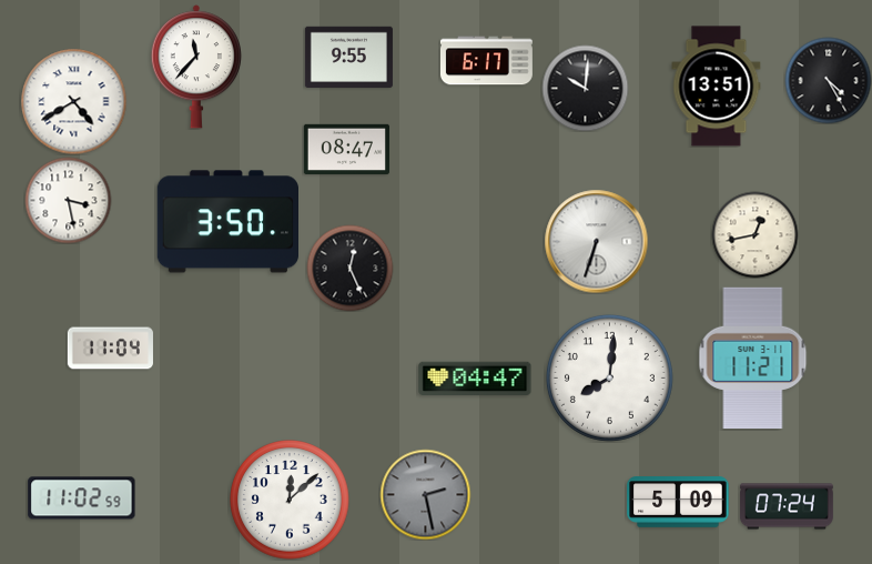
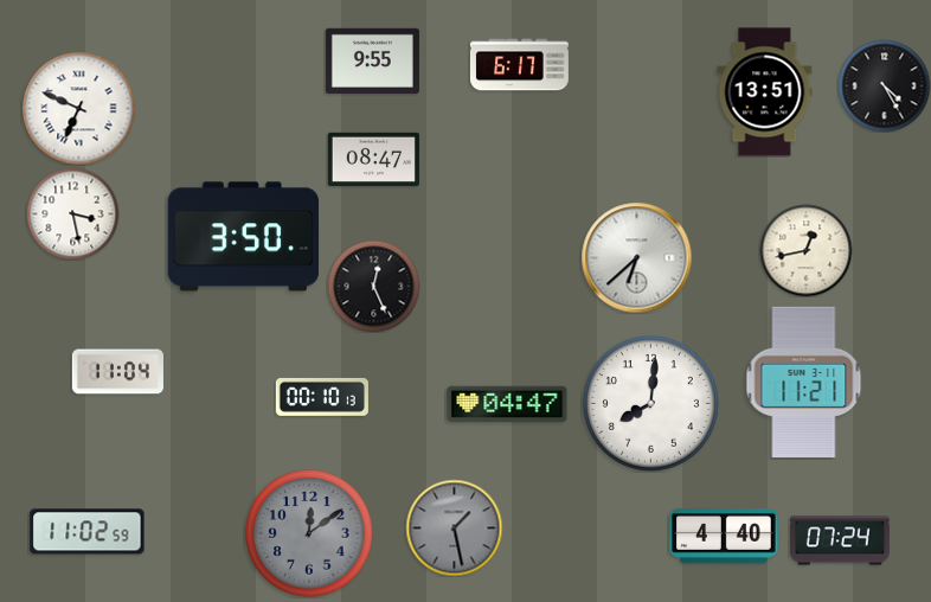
clock at (196, 67): 11:37 -> none
clock at (585, 88): 10:01 -> none
clock at (73, 101): 4:40 -> 6:49
clock at (346, 149) position: (346, 149) -> (373, 159)
clock at (596, 241): 6:33 -> 6:38
clock at (322, 397): none -> 00:10
clock at (425, 494): 2:28 -> 1:28
clock at (290, 500): 12:08 -> 12:09
clock at (290, 500) dial: white -> grey
clock at (678, 503): 5:09 -> 4:40
